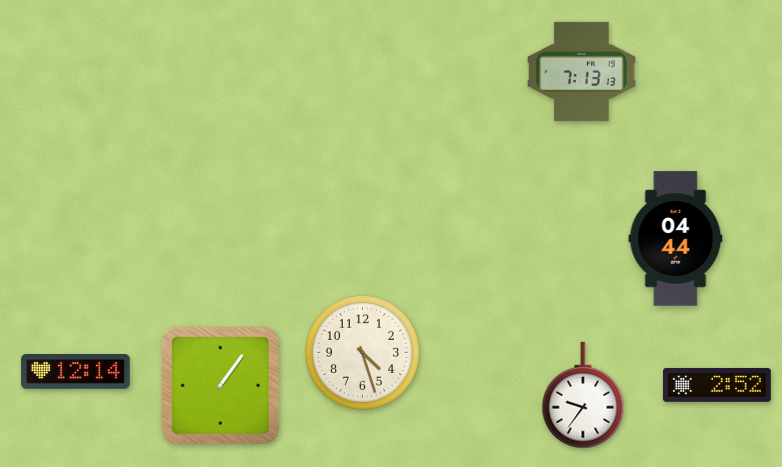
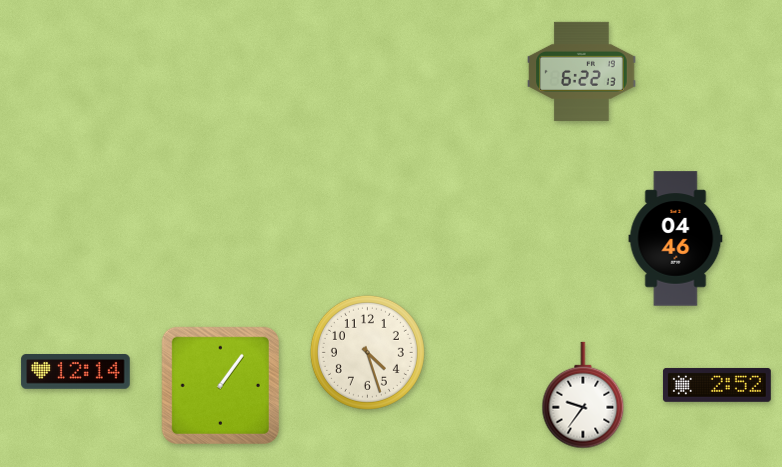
clock at (582, 71): 7:13 -> 6:22
clock at (676, 239): 04:44 -> 04:46
clock at (362, 352) position: (362, 352) -> (367, 352)
